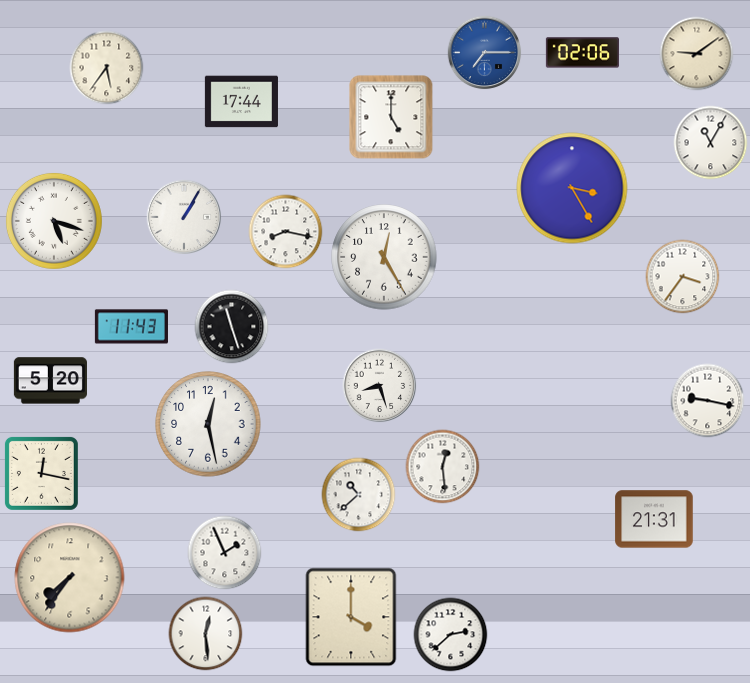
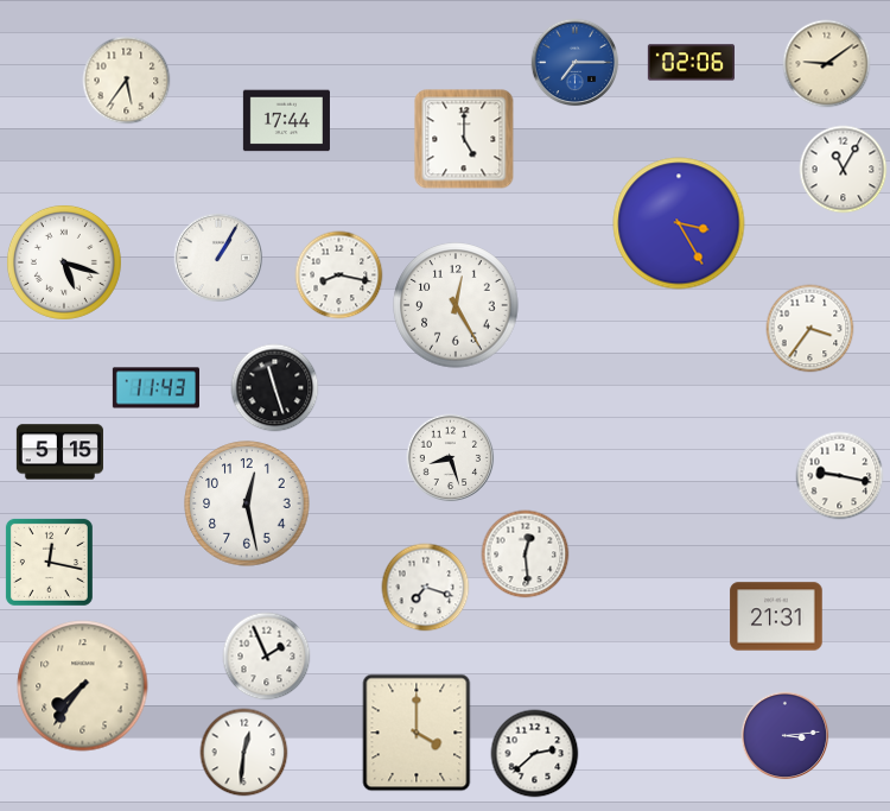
clock at (50, 381): 5:20 -> 5:15
clock at (359, 495): 10:38 -> 7:18
clock at (786, 736): none -> 3:14
clock at (206, 634): 12:29 -> 12:31
